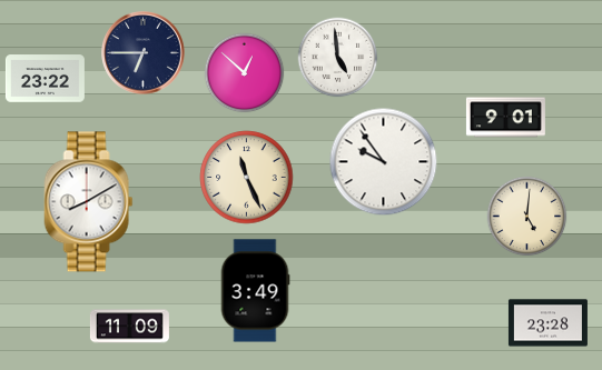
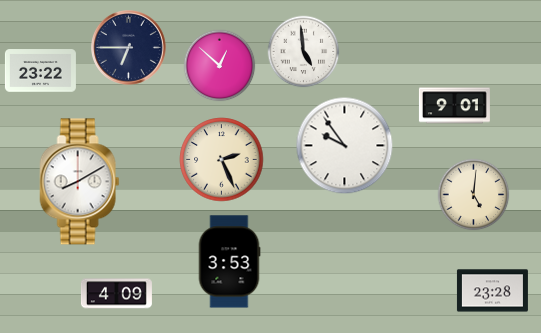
clock at (247, 178): 11:26 -> 2:26
clock at (255, 291): 3:49 -> 3:53
clock at (129, 327): 11:09 -> 4:09
